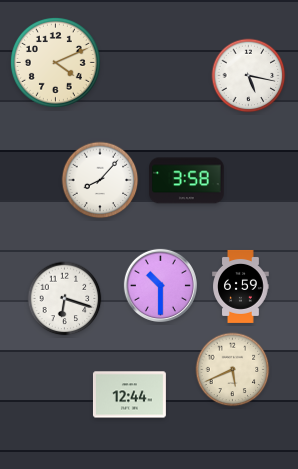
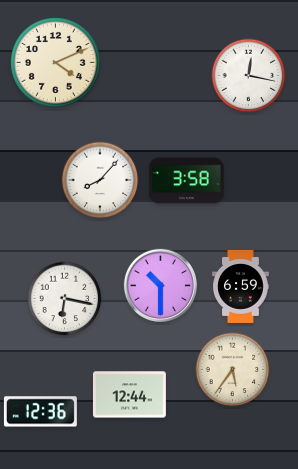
clock at (249, 76): 5:17 -> 12:17
clock at (65, 299): 6:18 -> 6:17
clock at (233, 370): 5:41 -> 5:36
clock at (40, 412): none -> 12:36
